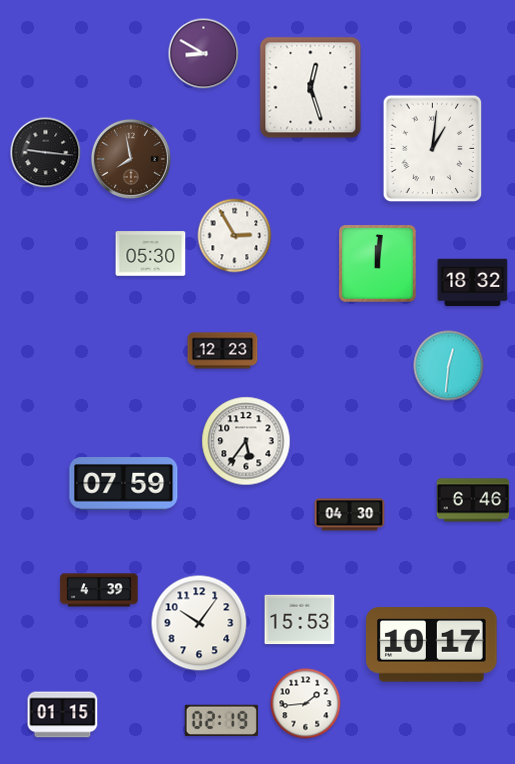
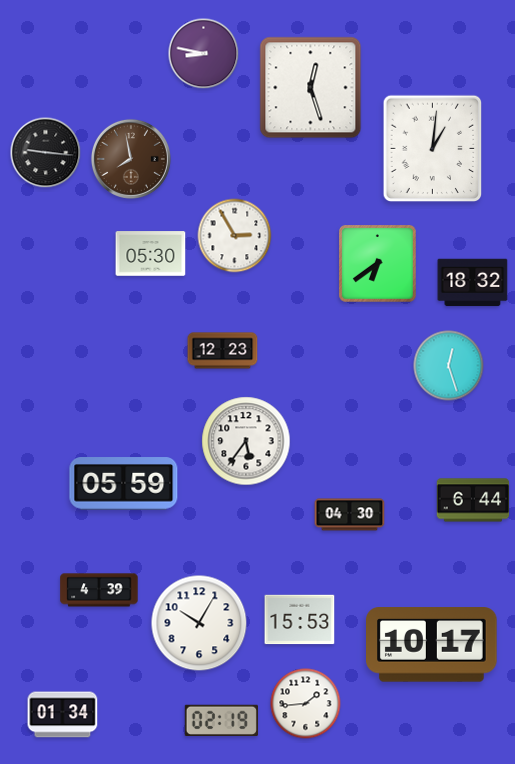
clock at (204, 54): 8:50 -> 8:47
clock at (378, 264): 12:01 -> 6:39
clock at (449, 366): 12:31 -> 12:27
clock at (124, 484): 07:59 -> 05:59
clock at (473, 500): 6:46 -> 6:44
clock at (199, 623): 10:06 -> 10:05
clock at (63, 715): 01:15 -> 01:34
